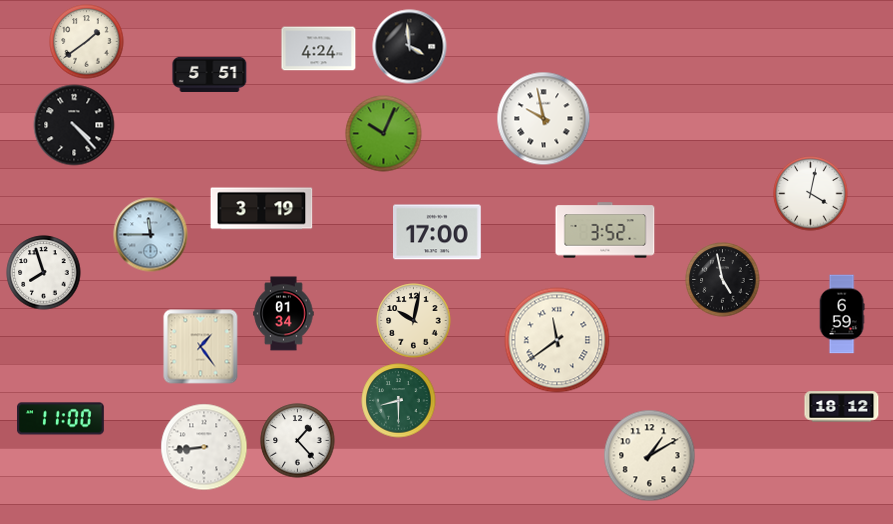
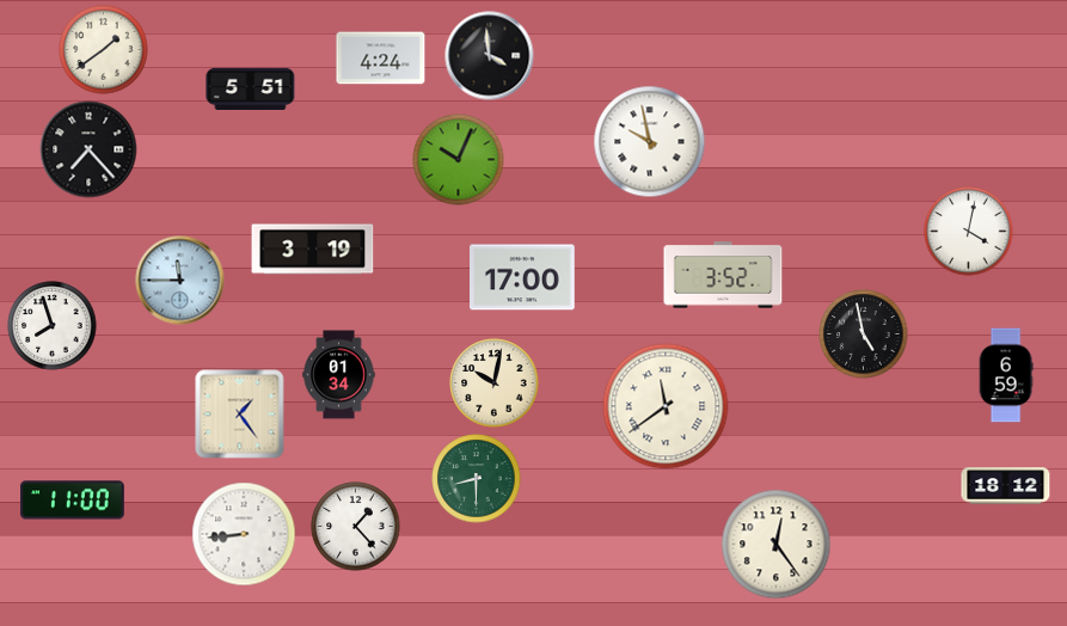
clock at (74, 125): 4:23 -> 7:23
clock at (650, 456): 1:10 -> 12:24
